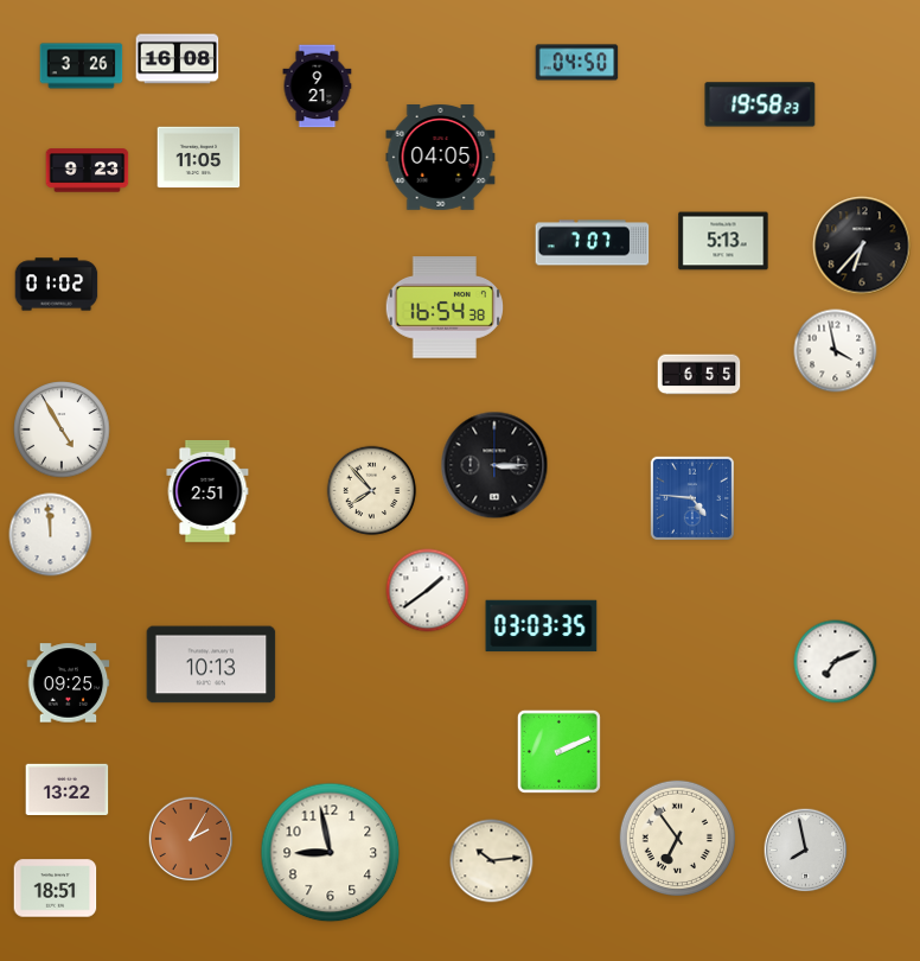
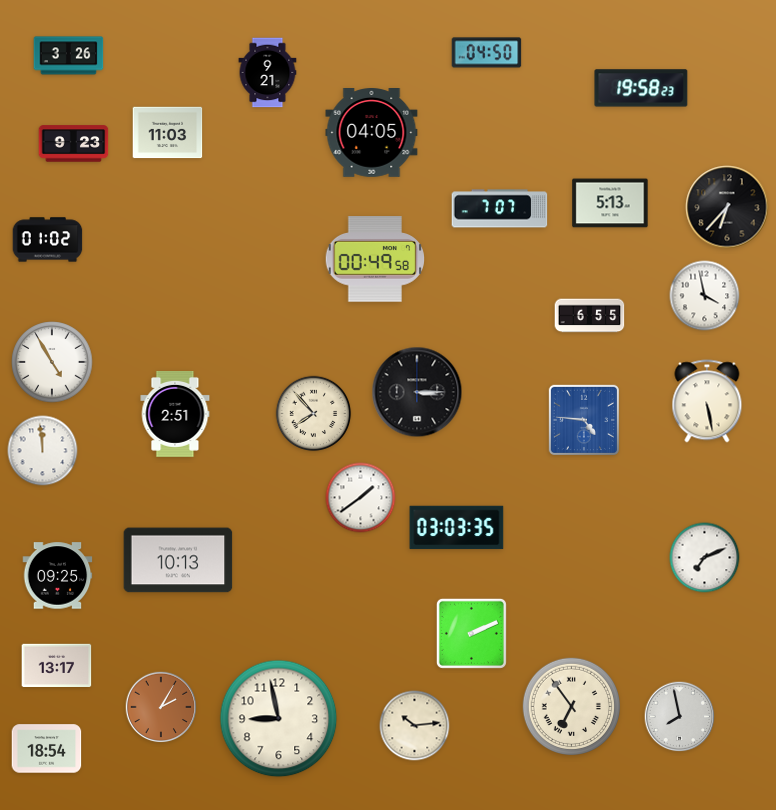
clock at (178, 59): 16:08 -> none
clock at (199, 158): 11:05 -> 11:03
clock at (593, 243) position: (593, 243) -> (500, 209)
clock at (443, 307): 16:54 -> 00:49
clock at (707, 401): none -> 5:28
clock at (68, 789): 13:22 -> 13:17
clock at (56, 889): 18:51 -> 18:54
